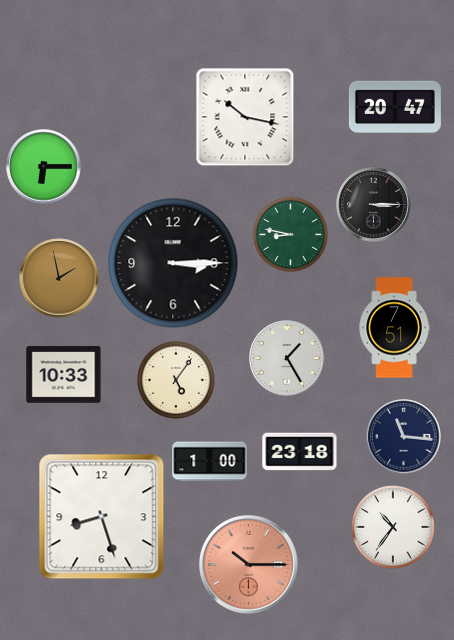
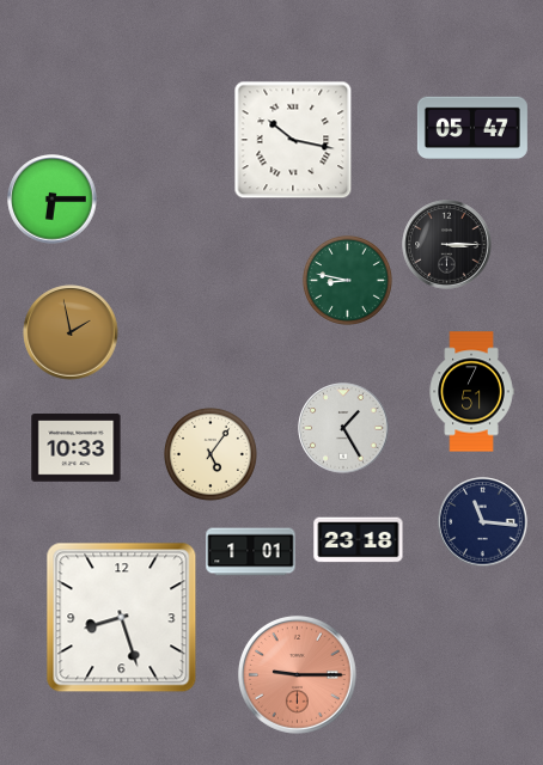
clock at (395, 106): 20:47 -> 05:47
clock at (173, 263): 3:15 -> none
clock at (210, 462): 1:00 -> 1:01
clock at (394, 528): 10:36 -> none
clock at (248, 564): 10:15 -> 9:15
